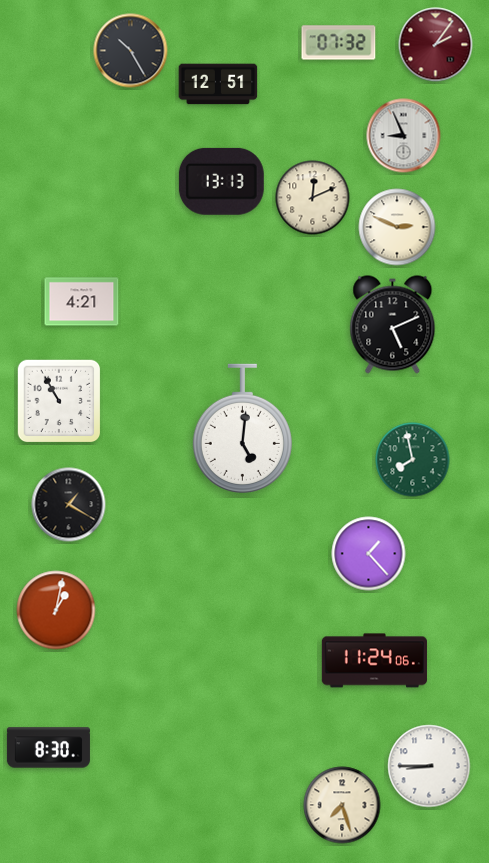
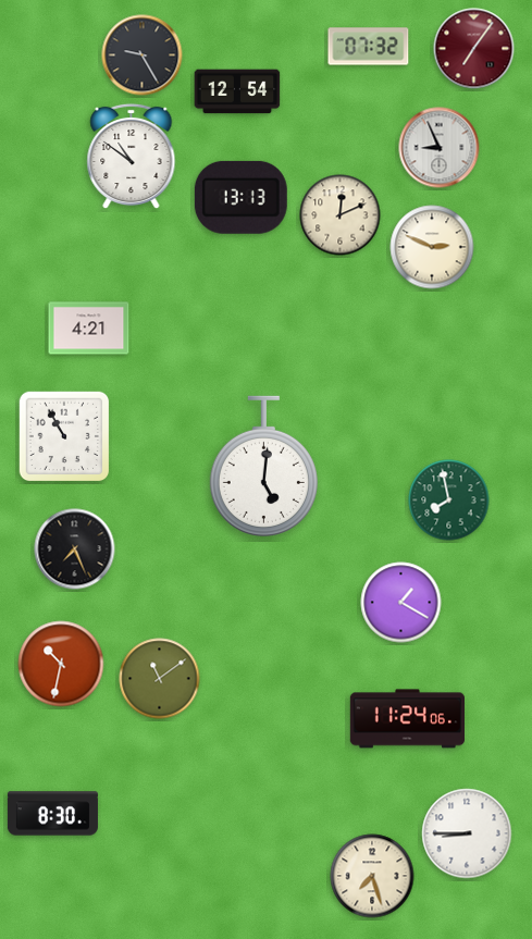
clock at (436, 45): 2:06 -> 7:06
clock at (131, 51): 10:25 -> 9:25
clock at (218, 84): 12:51 -> 12:54
clock at (132, 157): none -> 10:51
clock at (393, 325): 5:11 -> none
clock at (69, 505): 1:20 -> 7:26
clock at (369, 554): 1:23 -> 1:20
clock at (56, 610): 1:02 -> 10:32
clock at (160, 679): none -> 11:09
